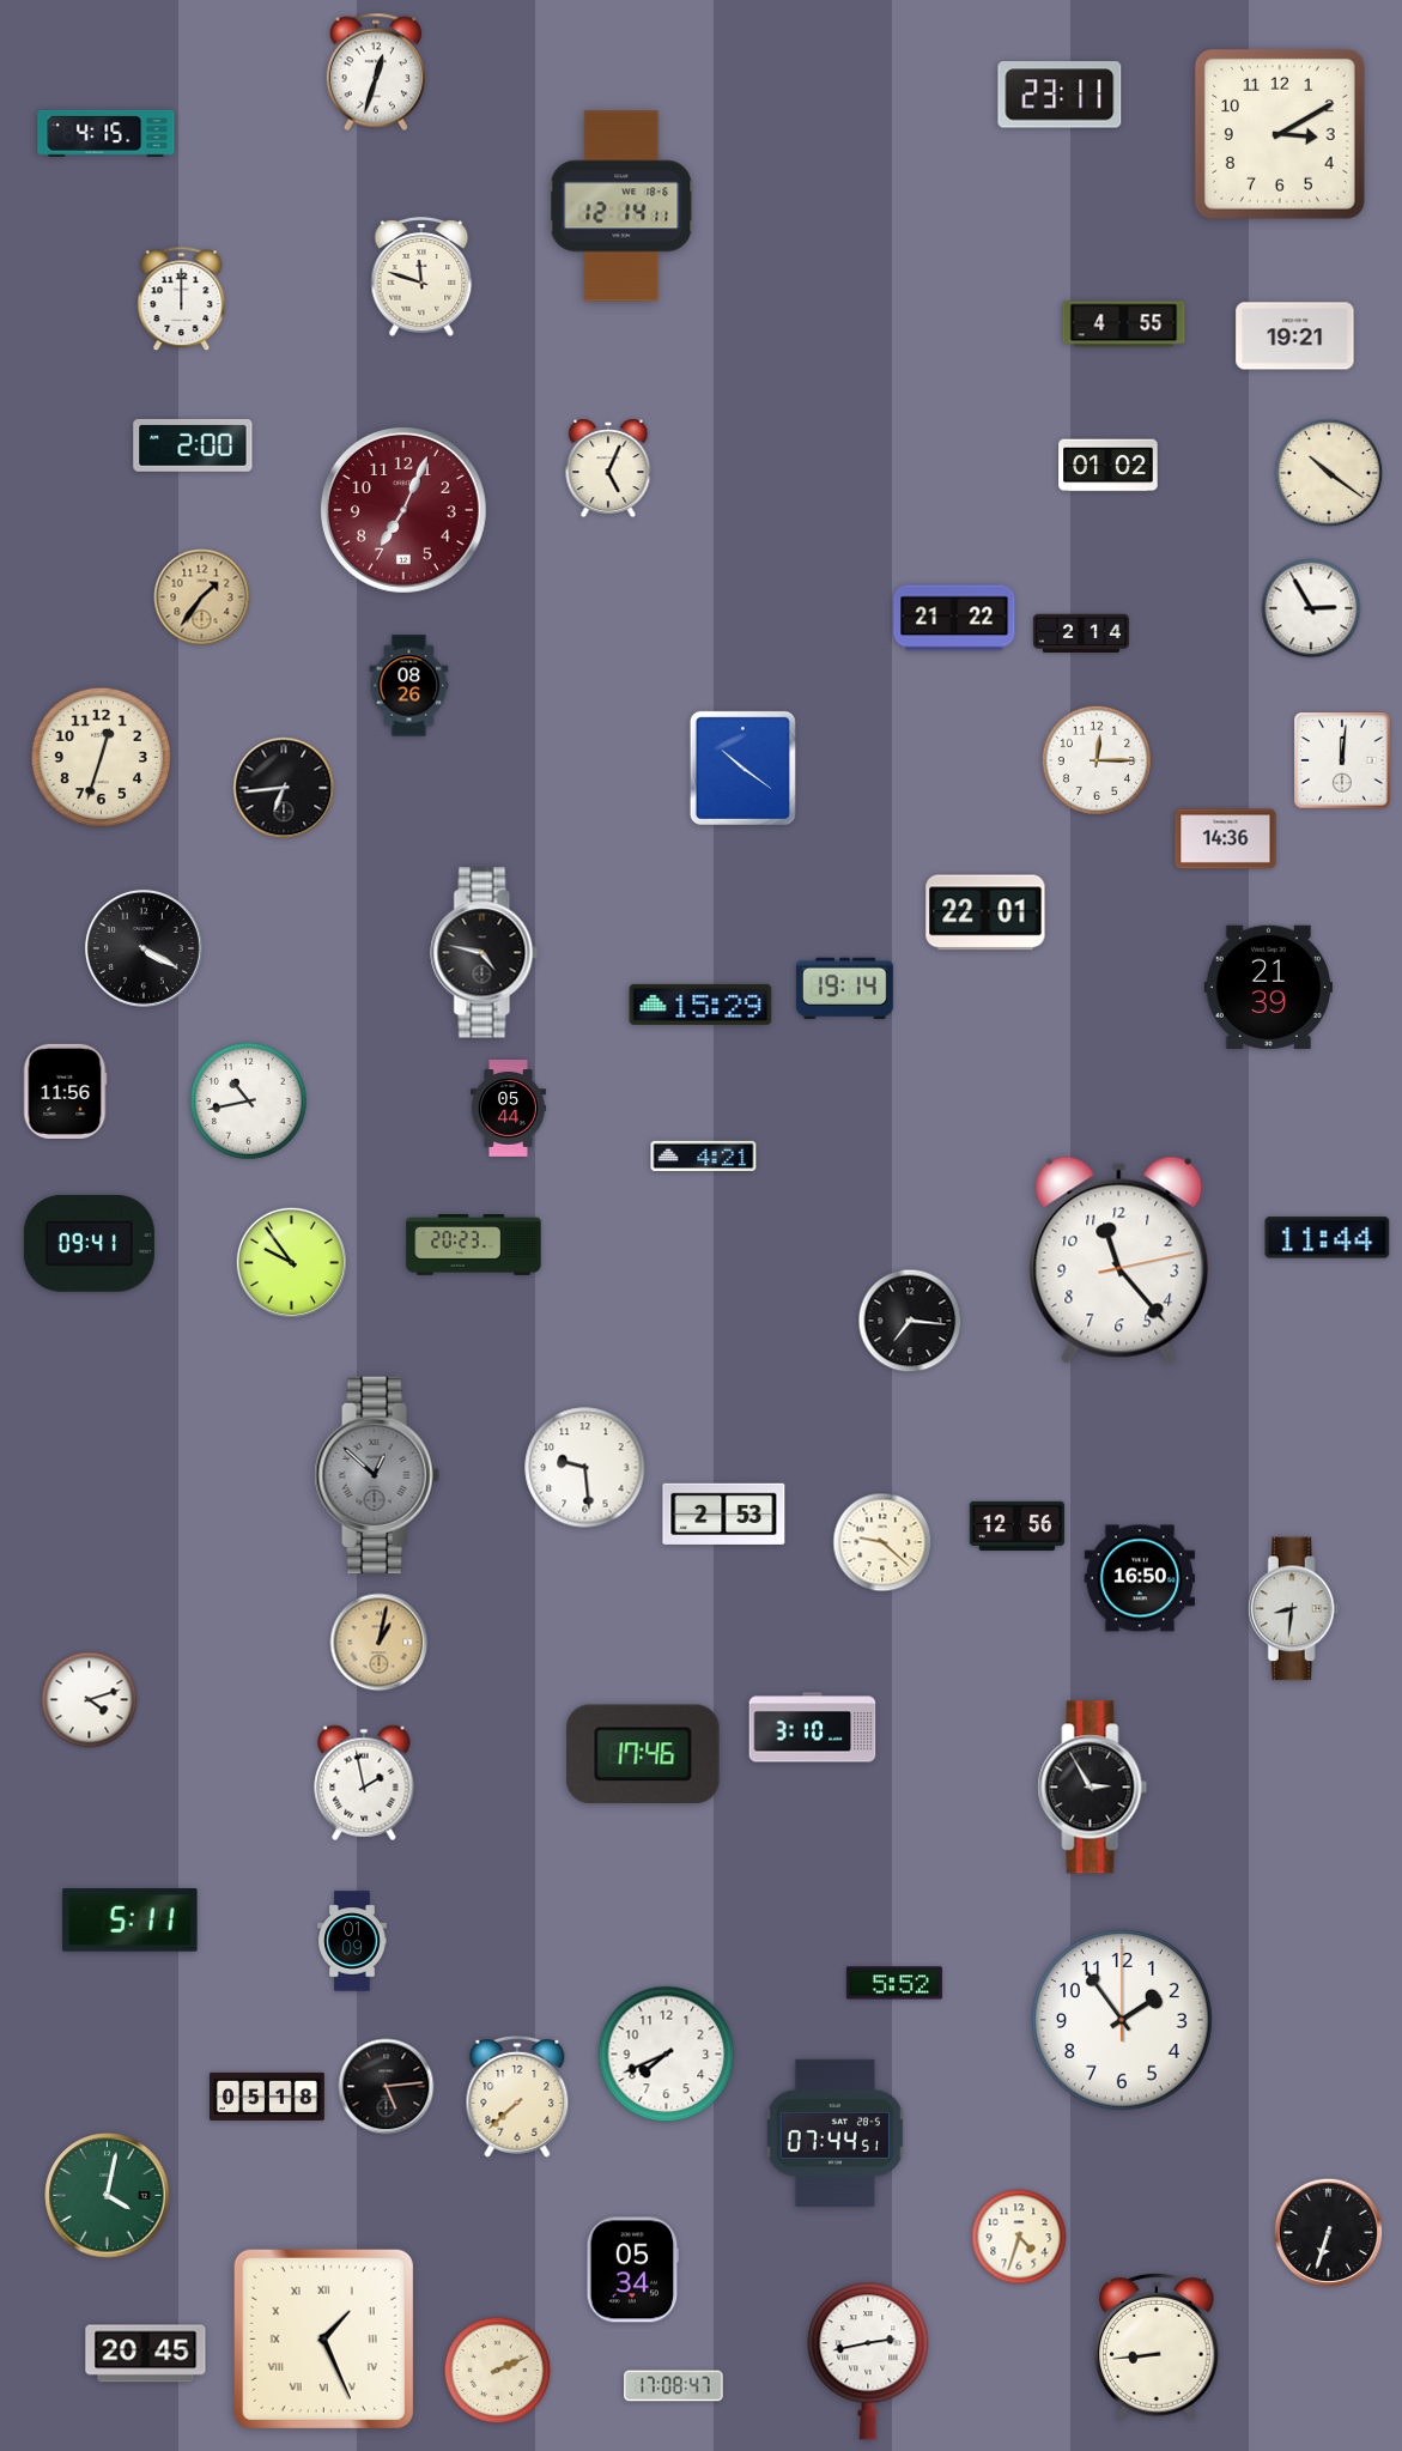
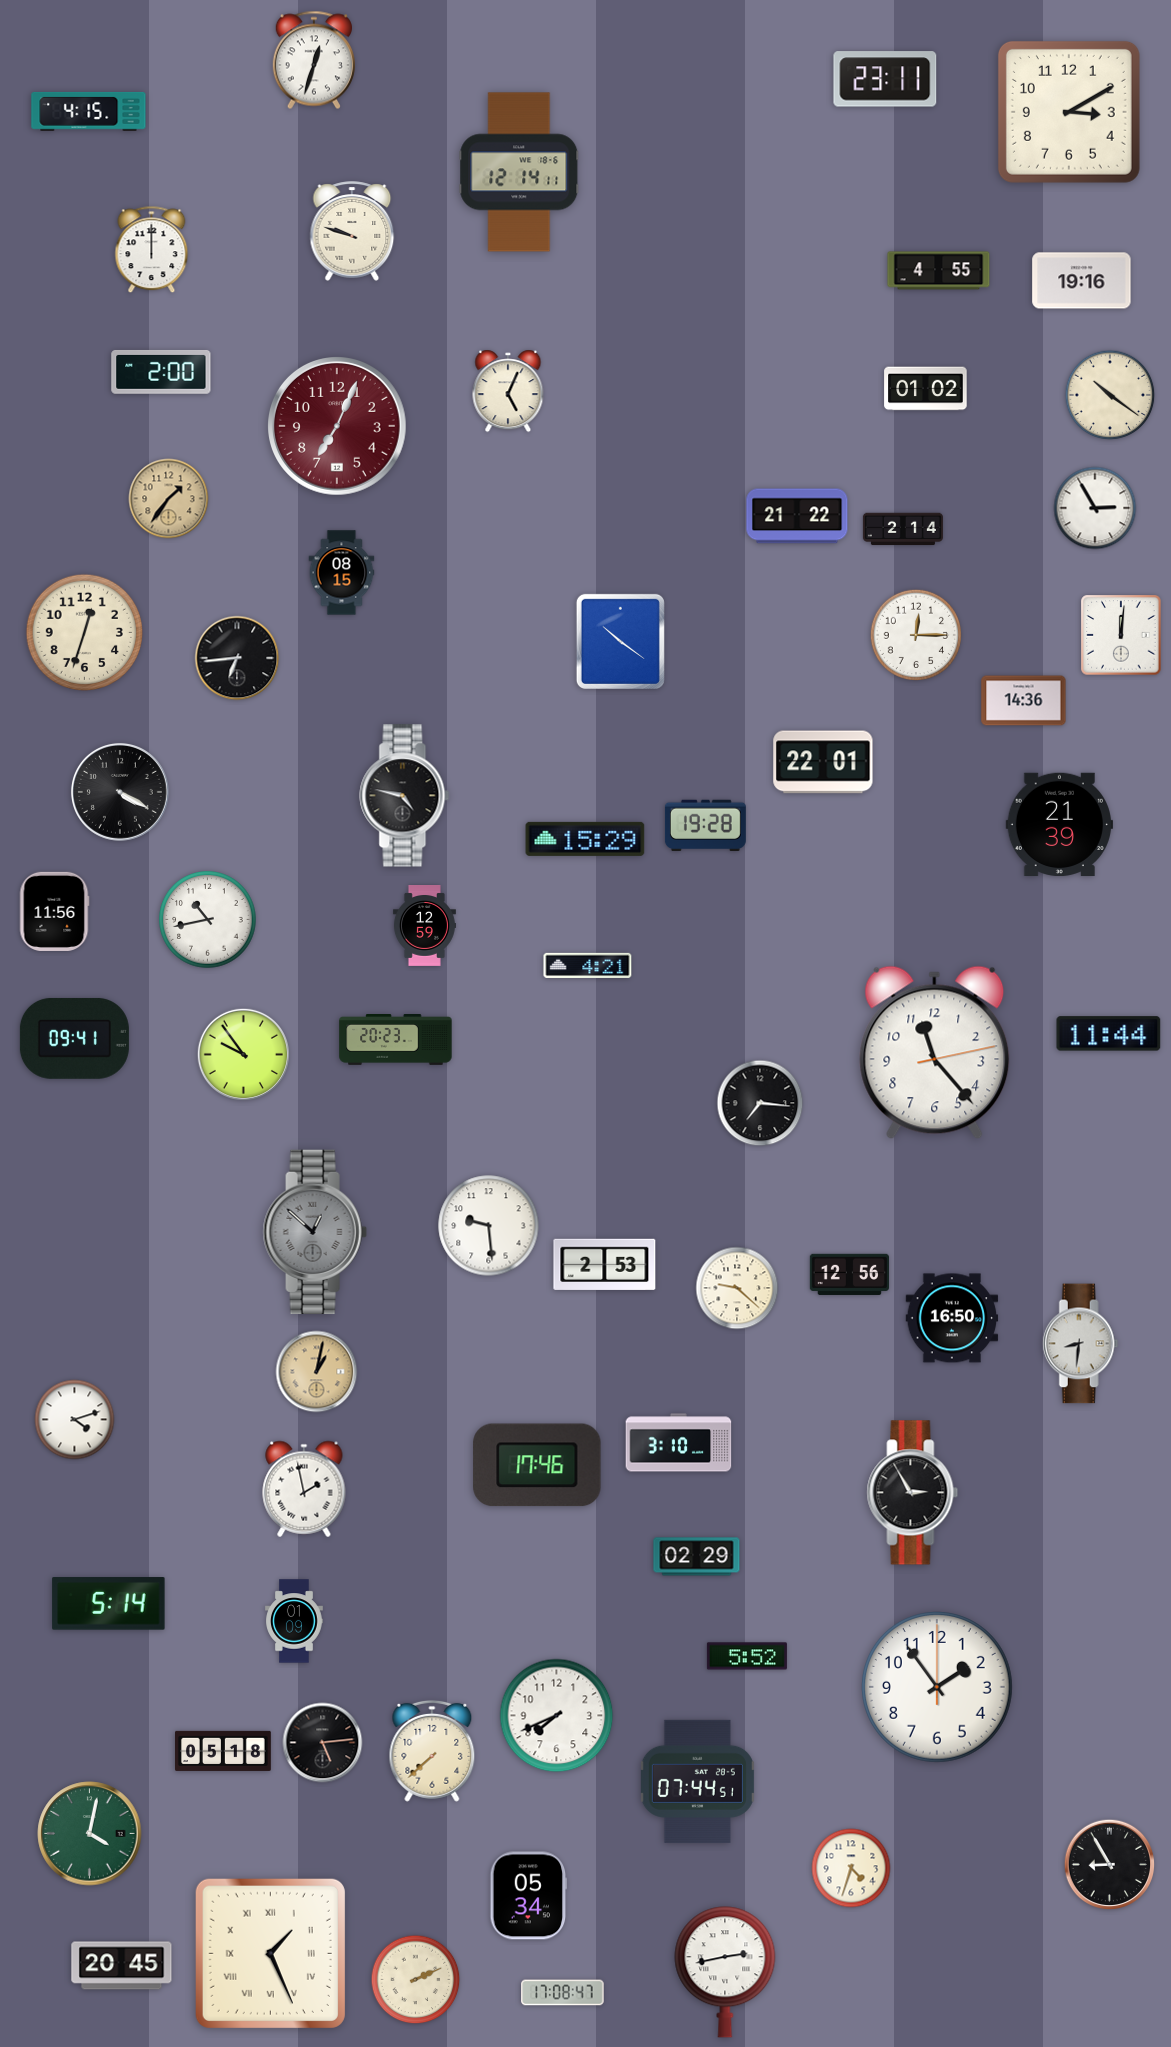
clock at (421, 277): 11:48 -> 9:48
clock at (1295, 336): 19:21 -> 19:16
clock at (409, 686): 08:26 -> 08:15
clock at (844, 988): 19:14 -> 19:28
clock at (508, 1109): 05:44 -> 12:59
clock at (697, 1557): none -> 02:29
clock at (131, 1921): 5:11 -> 5:14
clock at (1329, 2233): 6:33 -> 8:55
clock at (1157, 2347): 8:44 -> none
